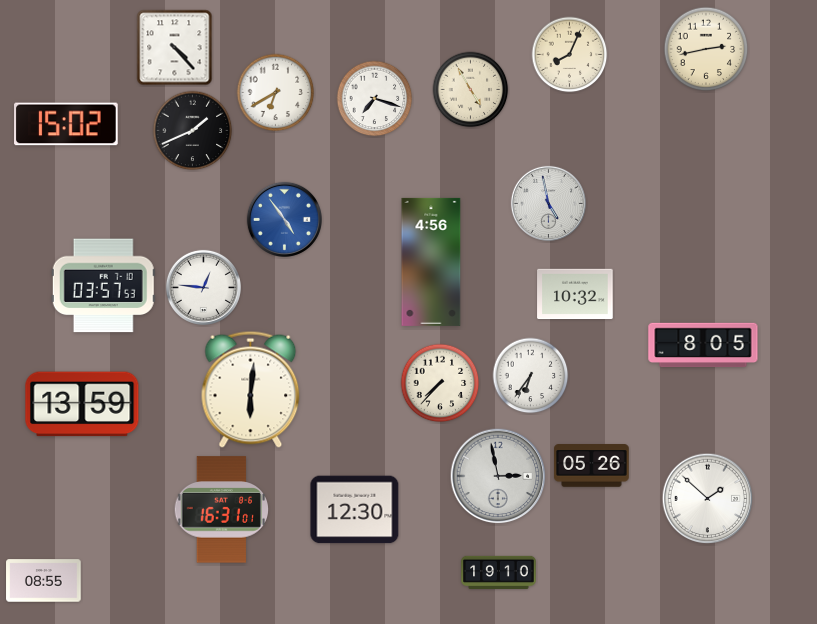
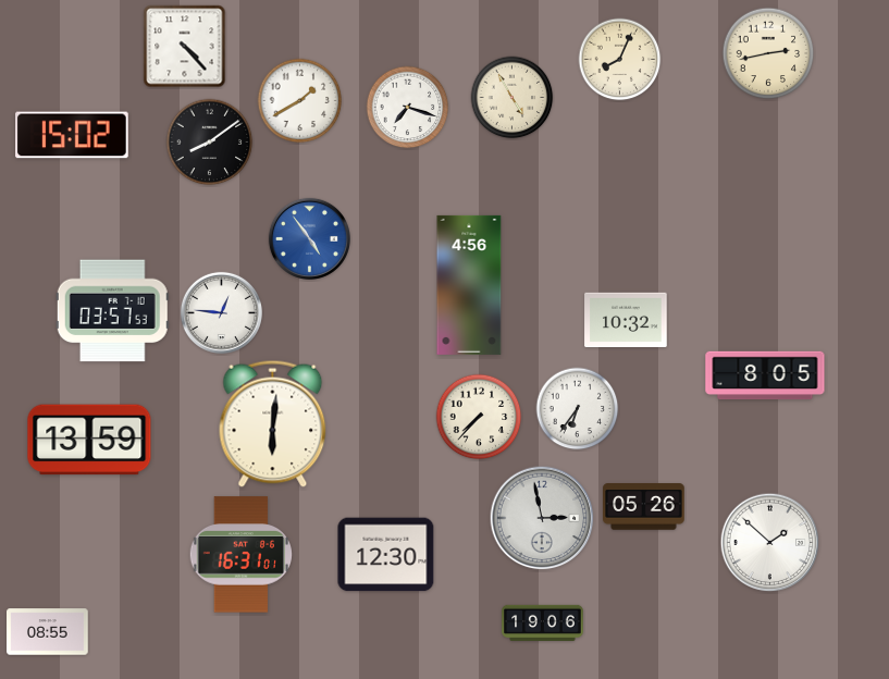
clock at (175, 48) position: (175, 48) -> (185, 47)
clock at (276, 93): 6:40 -> 1:40
clock at (193, 131): 1:41 -> 8:09
clock at (548, 203): 4:58 -> none
clock at (499, 573): 19:10 -> 19:06
